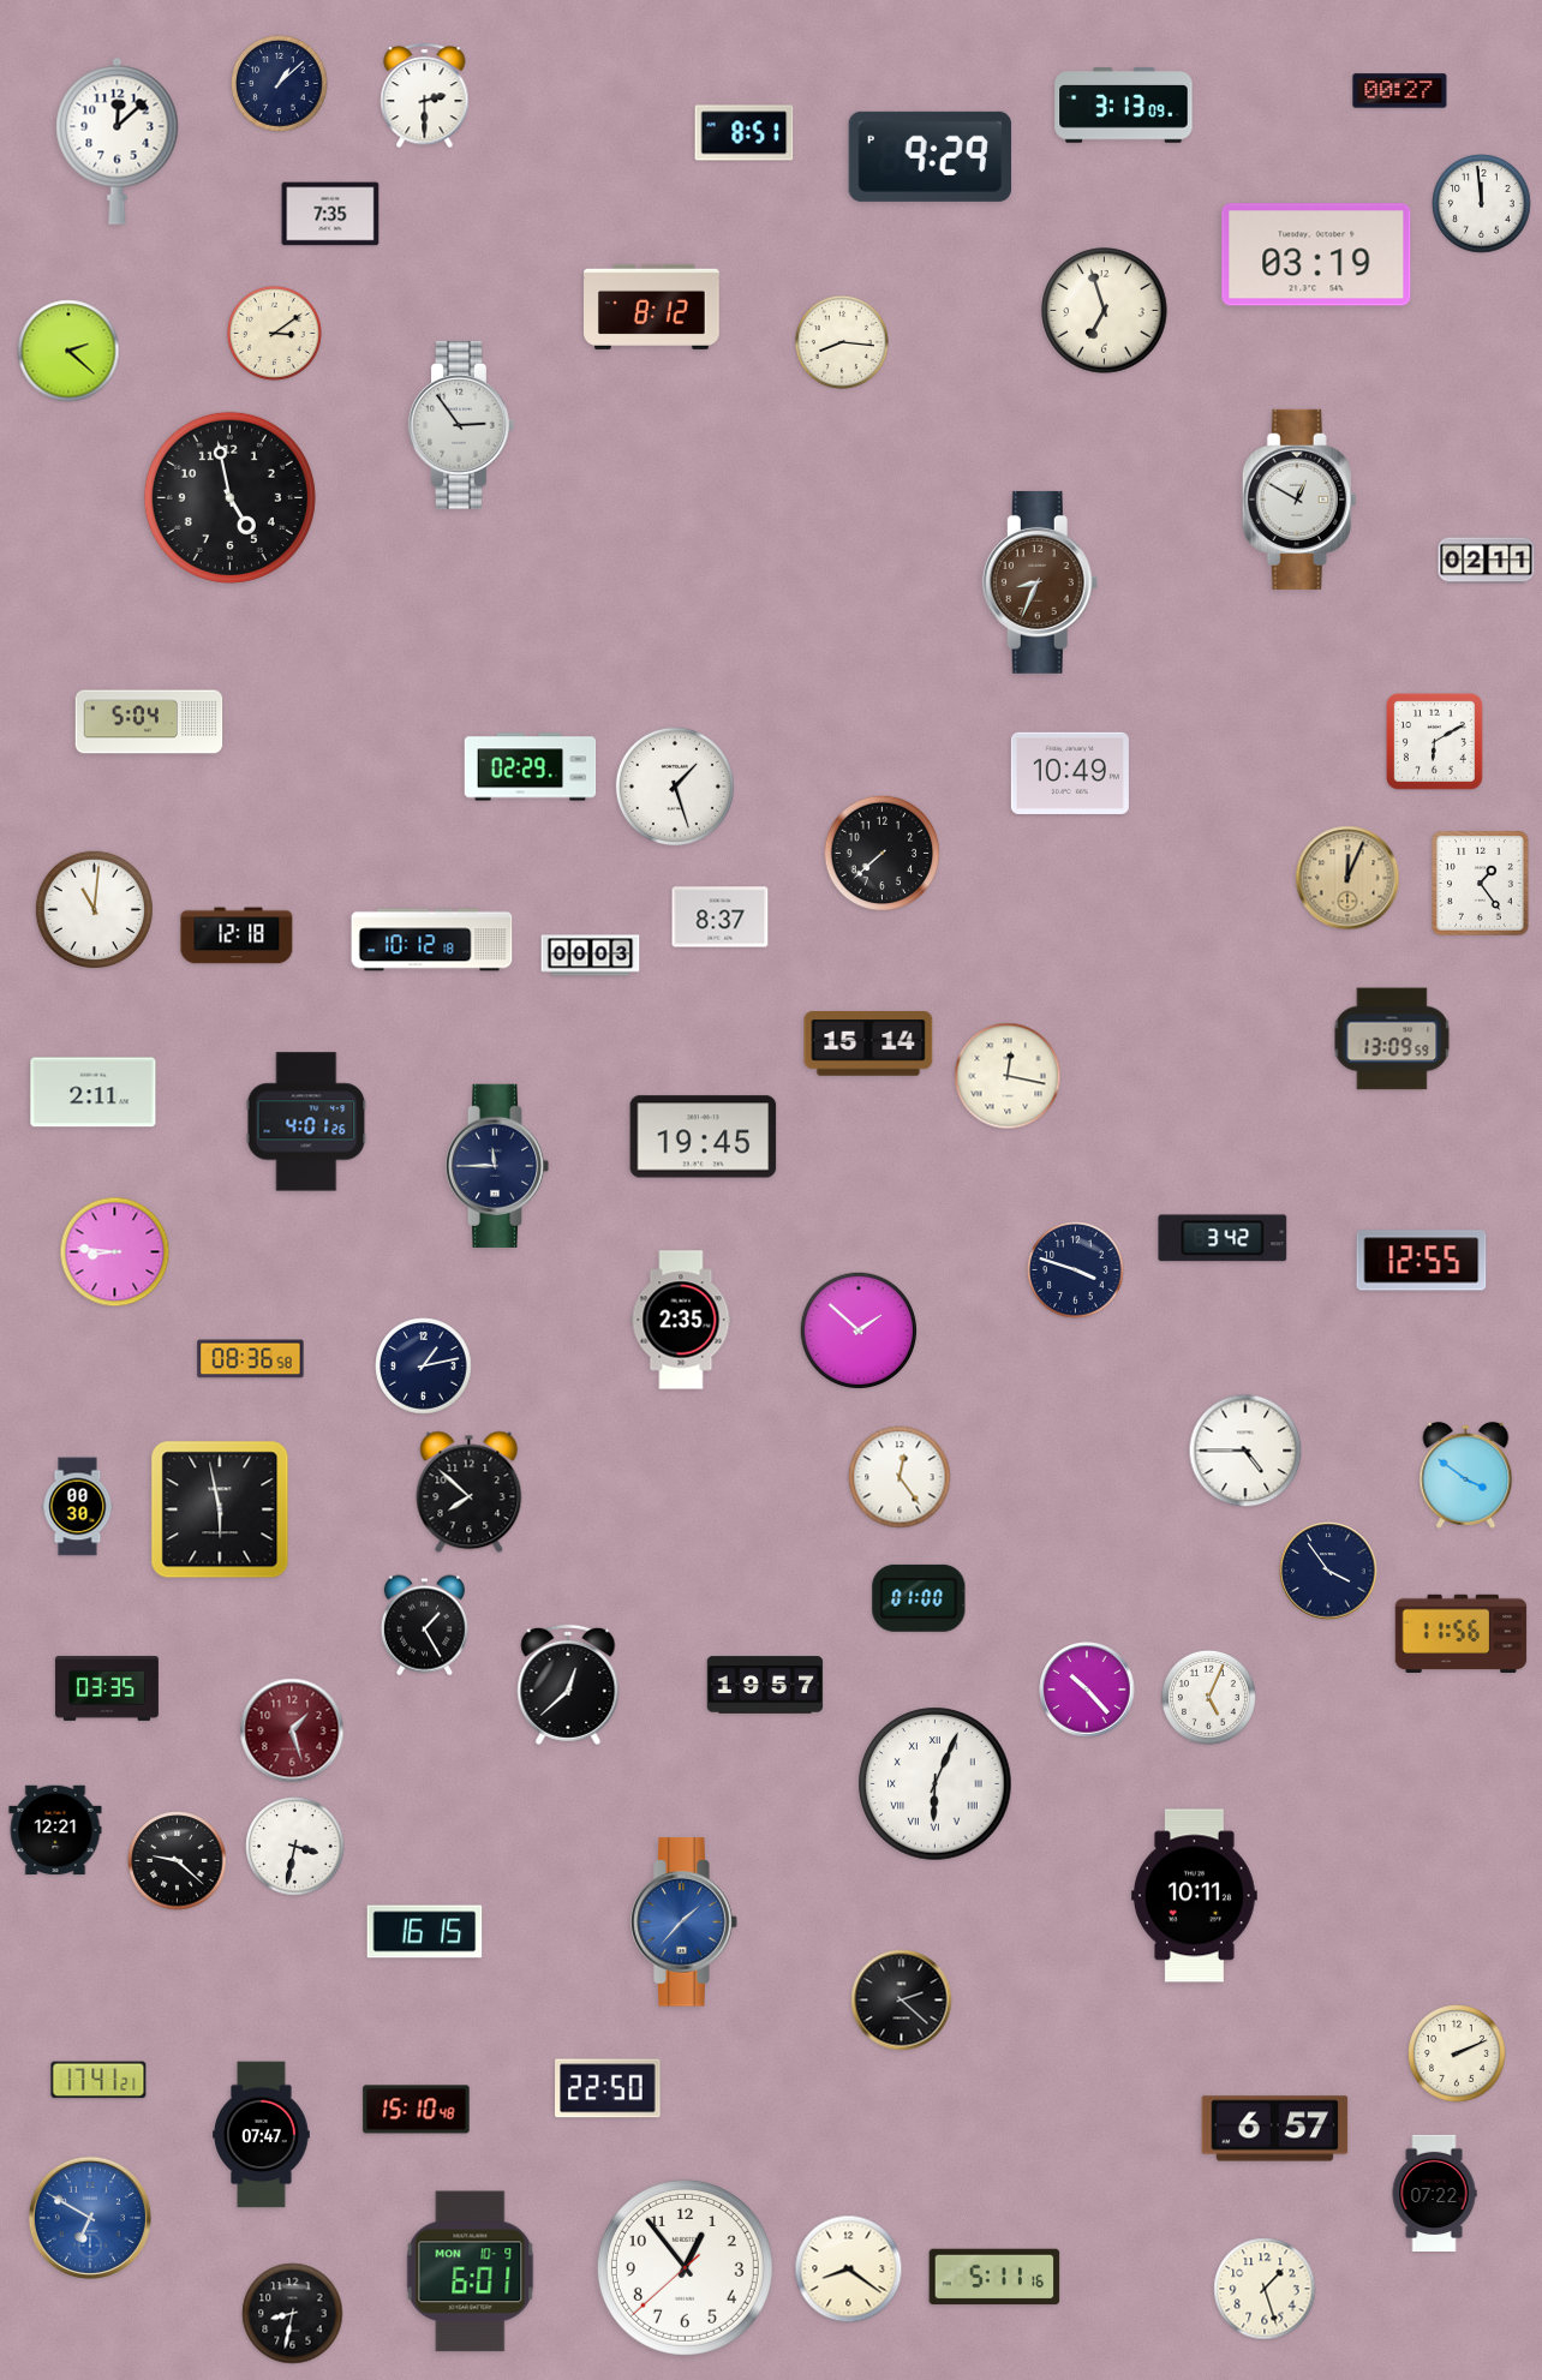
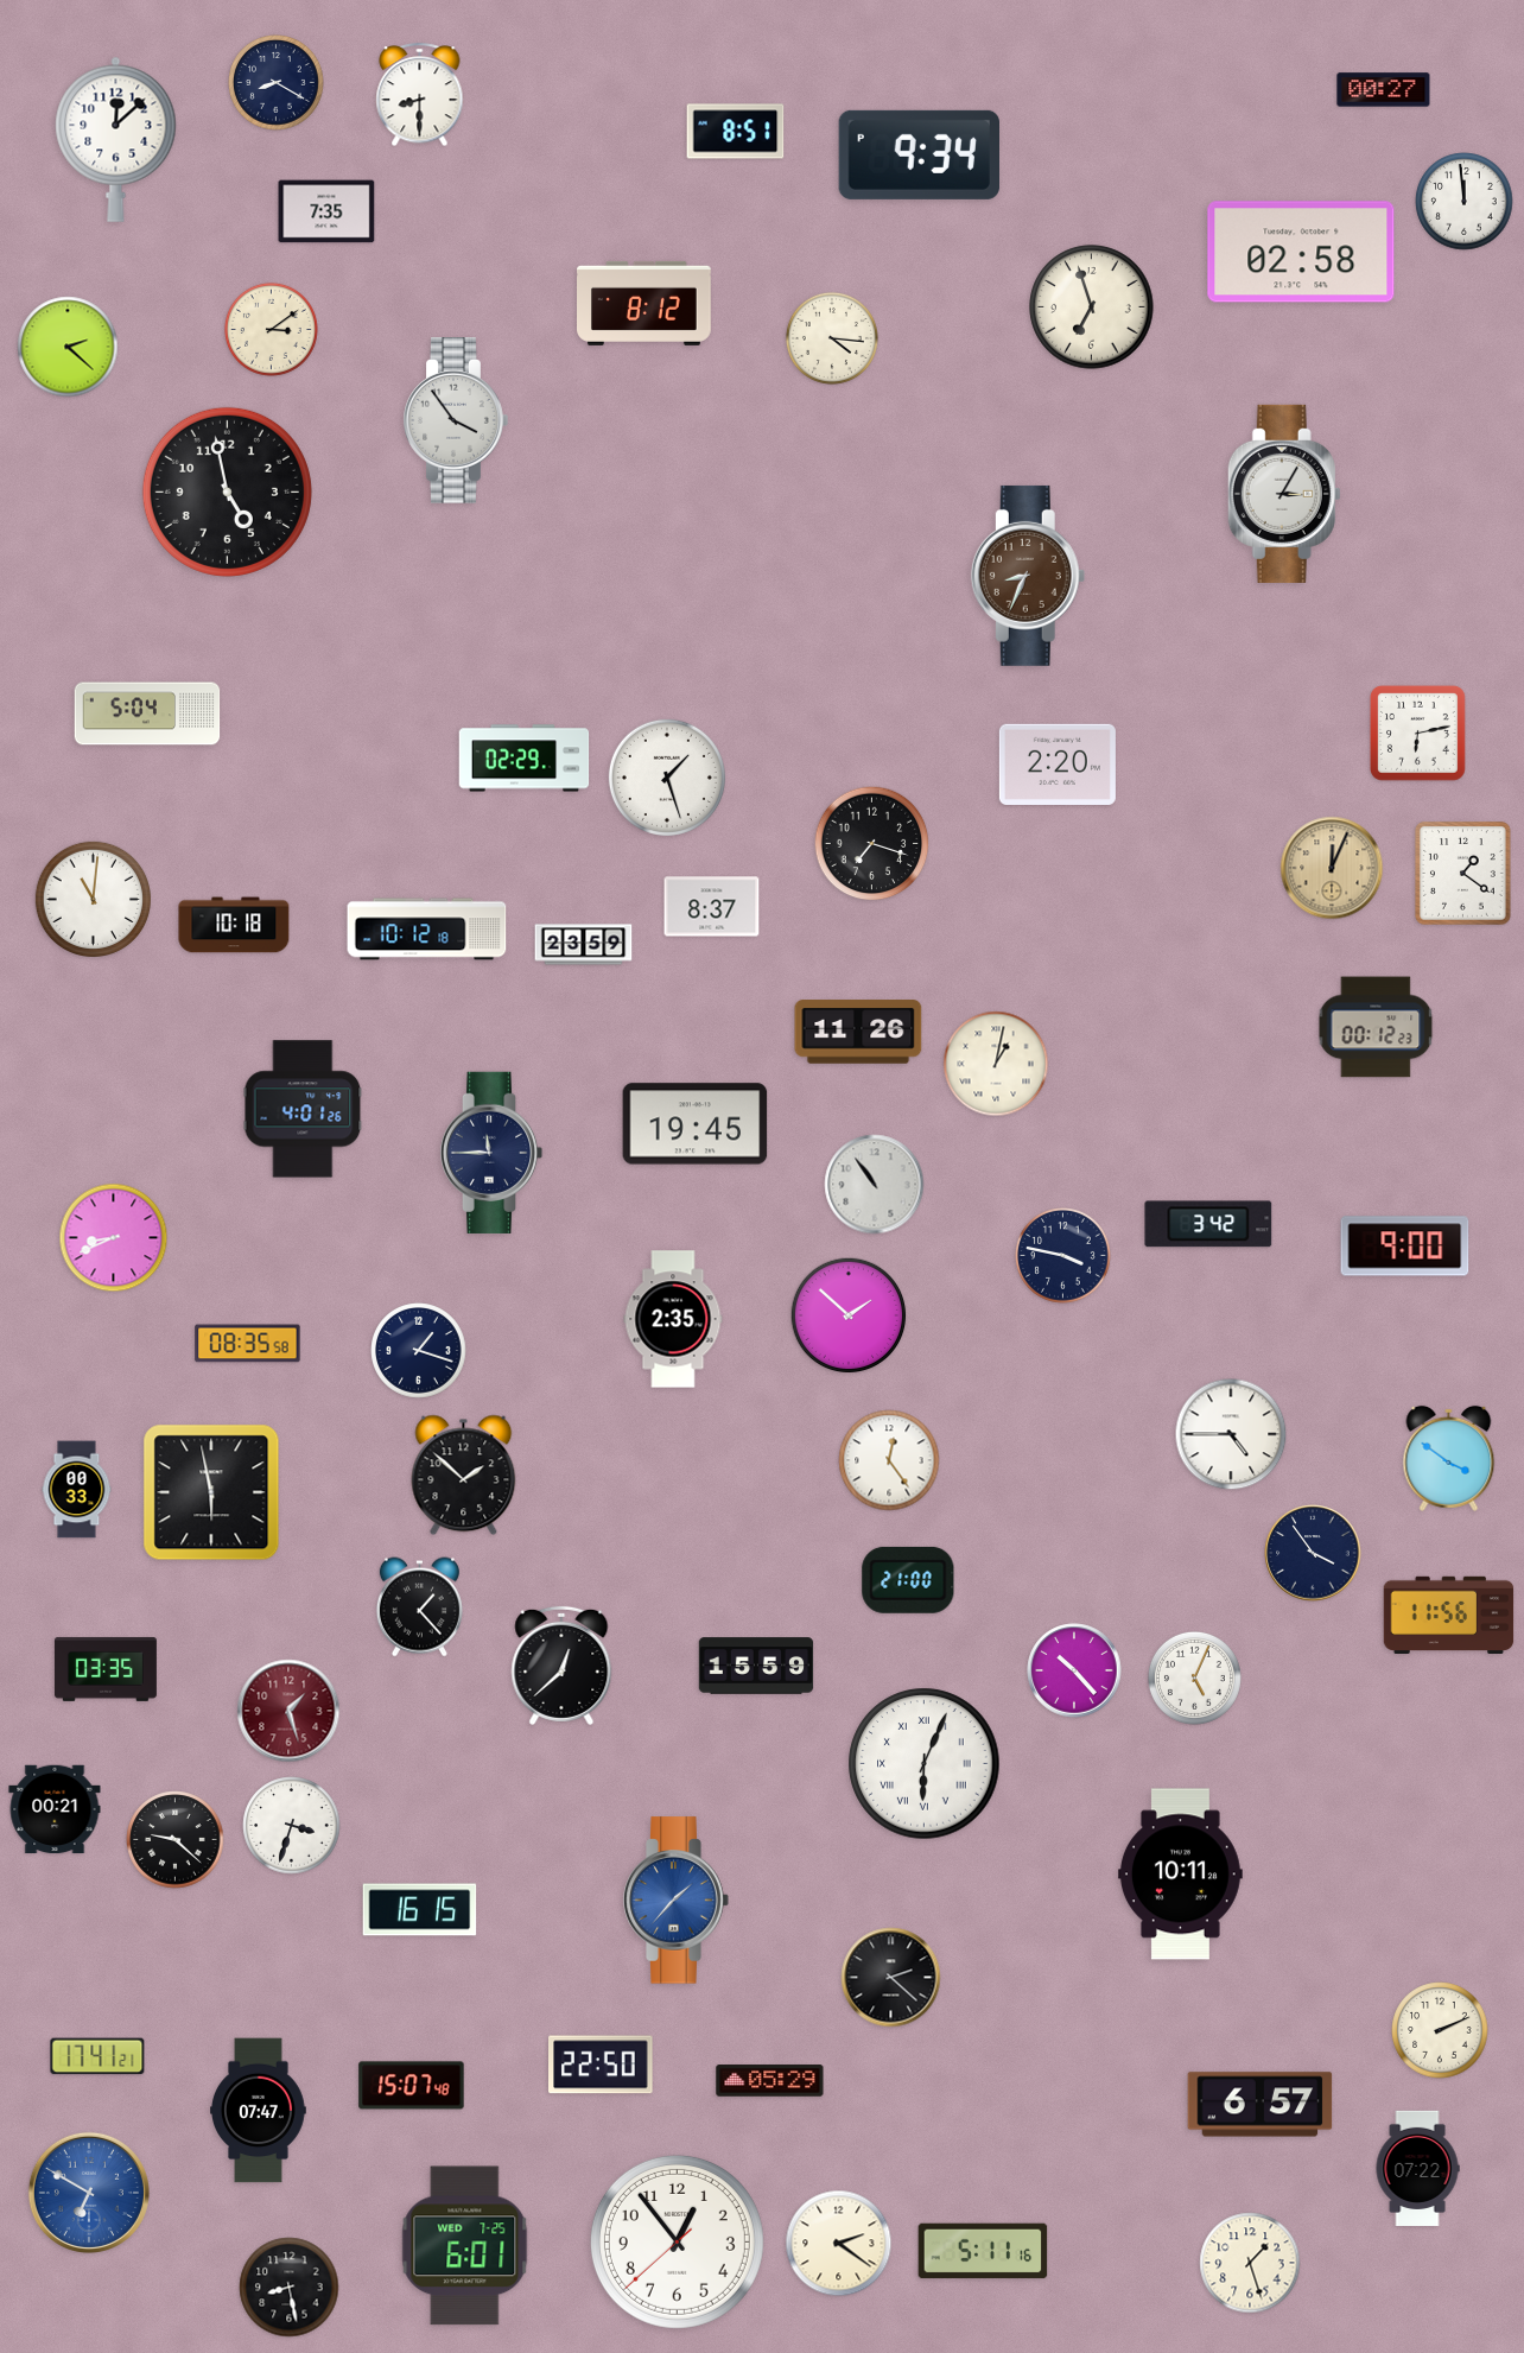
clock at (280, 84): 1:08 -> 8:20
clock at (425, 96): 2:30 -> 8:30
clock at (1124, 106): 3:13 -> none
clock at (930, 156): 9:29 -> 9:34
clock at (1316, 255): 03:19 -> 02:58
clock at (842, 342): 8:16 -> 4:16
clock at (461, 425): 2:54 -> 3:54
clock at (1299, 500): 12:50 -> 3:05
clock at (1487, 561): 02:11 -> none
clock at (1435, 742): 6:10 -> 6:13
clock at (1070, 773): 10:49 -> 2:20
clock at (883, 854): 7:38 -> 7:18
clock at (1481, 884): 1:24 -> 1:21
clock at (237, 935): 12:18 -> 10:18
clock at (591, 956): 00:03 -> 23:59
clock at (1392, 1039): 13:09 -> 00:12
clock at (868, 1044): 15:14 -> 11:26
clock at (1008, 1076): 12:17 -> 1:02
clock at (94, 1093): 2:11 -> none
clock at (875, 1185): none -> 10:54
clock at (115, 1252): 8:46 -> 8:41
clock at (1422, 1261): 12:55 -> 9:00
clock at (1076, 1270): 3:48 -> 3:47
clock at (681, 1320) position: (681, 1320) -> (673, 1319)
clock at (251, 1359): 08:36 -> 08:35
clock at (424, 1367): 1:13 -> 1:18
clock at (470, 1493): 7:52 -> 1:52
clock at (78, 1507): 00:30 -> 00:33
clock at (220, 1509) position: (220, 1509) -> (211, 1492)
clock at (919, 1598): 01:00 -> 21:00
clock at (424, 1626): 1:25 -> 1:23
clock at (1462, 1633) position: (1462, 1633) -> (1449, 1615)
clock at (765, 1685): 19:57 -> 15:59
clock at (55, 1830): 12:21 -> 00:21
clock at (295, 1847): 3:32 -> 3:33
clock at (770, 2081): none -> 05:29
clock at (417, 2110): 15:10 -> 15:07
clock at (849, 2270): 8:21 -> 2:21
clock at (471, 2272) date: MON 10-9 -> WED 7-25
clock at (293, 2314): 8:32 -> 8:28
